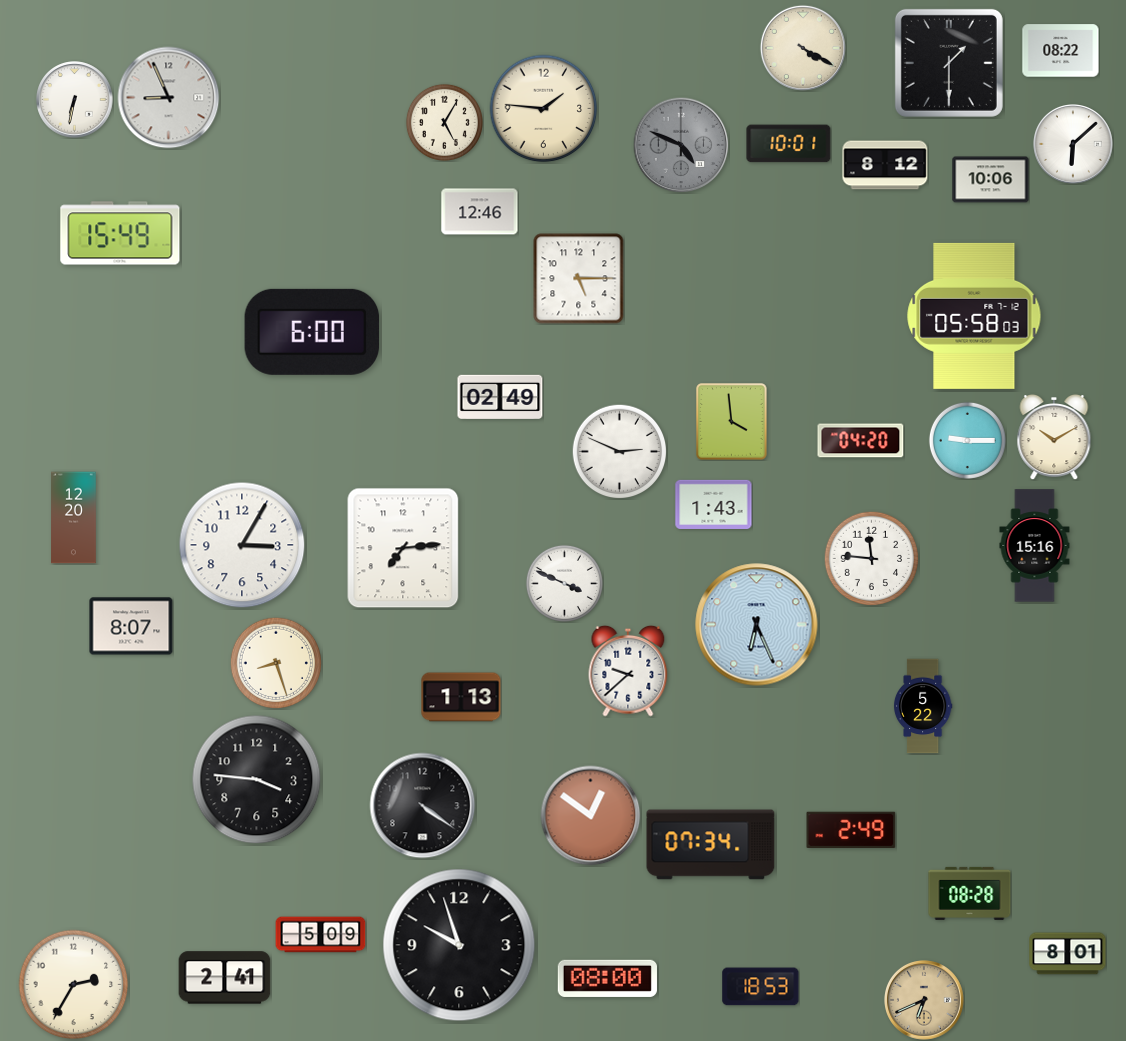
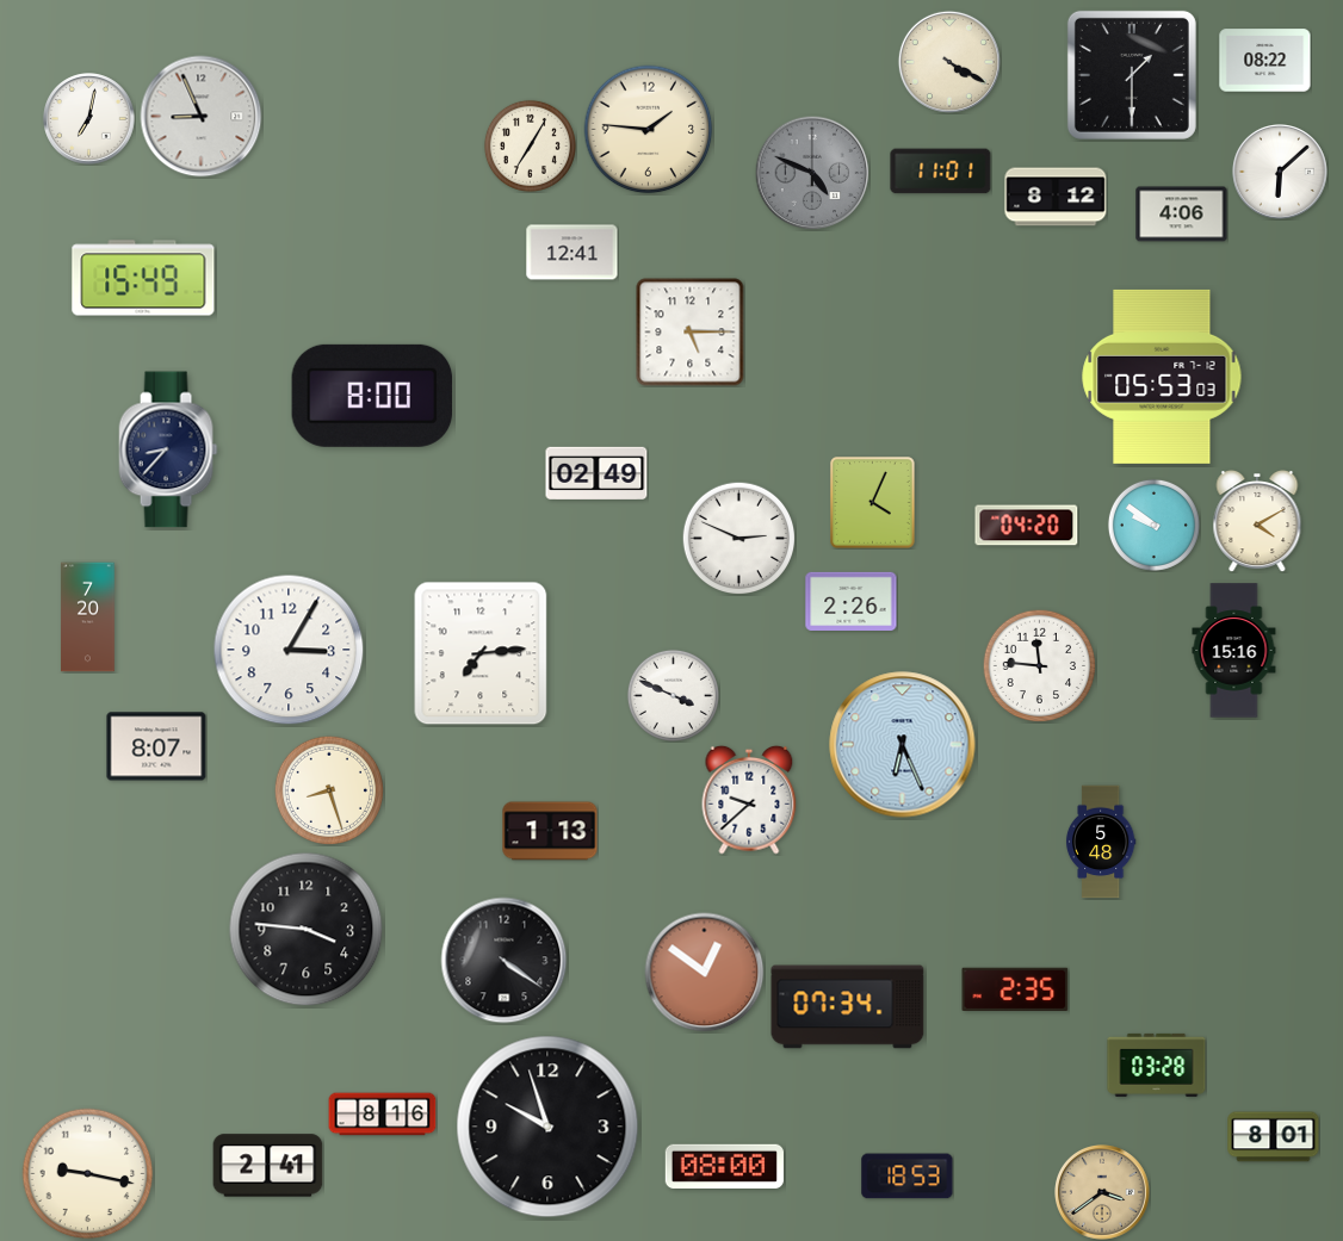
clock at (803, 48) position: (803, 48) -> (949, 62)
clock at (75, 100): 6:32 -> 7:02
clock at (444, 122): 5:05 -> 7:05
clock at (789, 144): 10:01 -> 11:01
clock at (991, 180): 10:06 -> 4:06
clock at (480, 212): 12:46 -> 12:41
clock at (974, 316): 05:58 -> 05:53
clock at (312, 332): 6:00 -> 8:00
clock at (168, 449): none -> 8:37
clock at (732, 422): 3:59 -> 4:04
clock at (1054, 437): 10:10 -> 4:10
clock at (967, 440): 9:15 -> 9:51
clock at (714, 504): 1:43 -> 2:26
clock at (74, 518): 12:20 -> 7:20
clock at (923, 706): 5:22 -> 5:48
clock at (851, 829): 2:49 -> 2:35
clock at (970, 893): 08:28 -> 03:28
clock at (321, 935): 5:09 -> 8:16
clock at (74, 985): 2:35 -> 9:17
clock at (925, 1001): 6:41 -> 3:39
